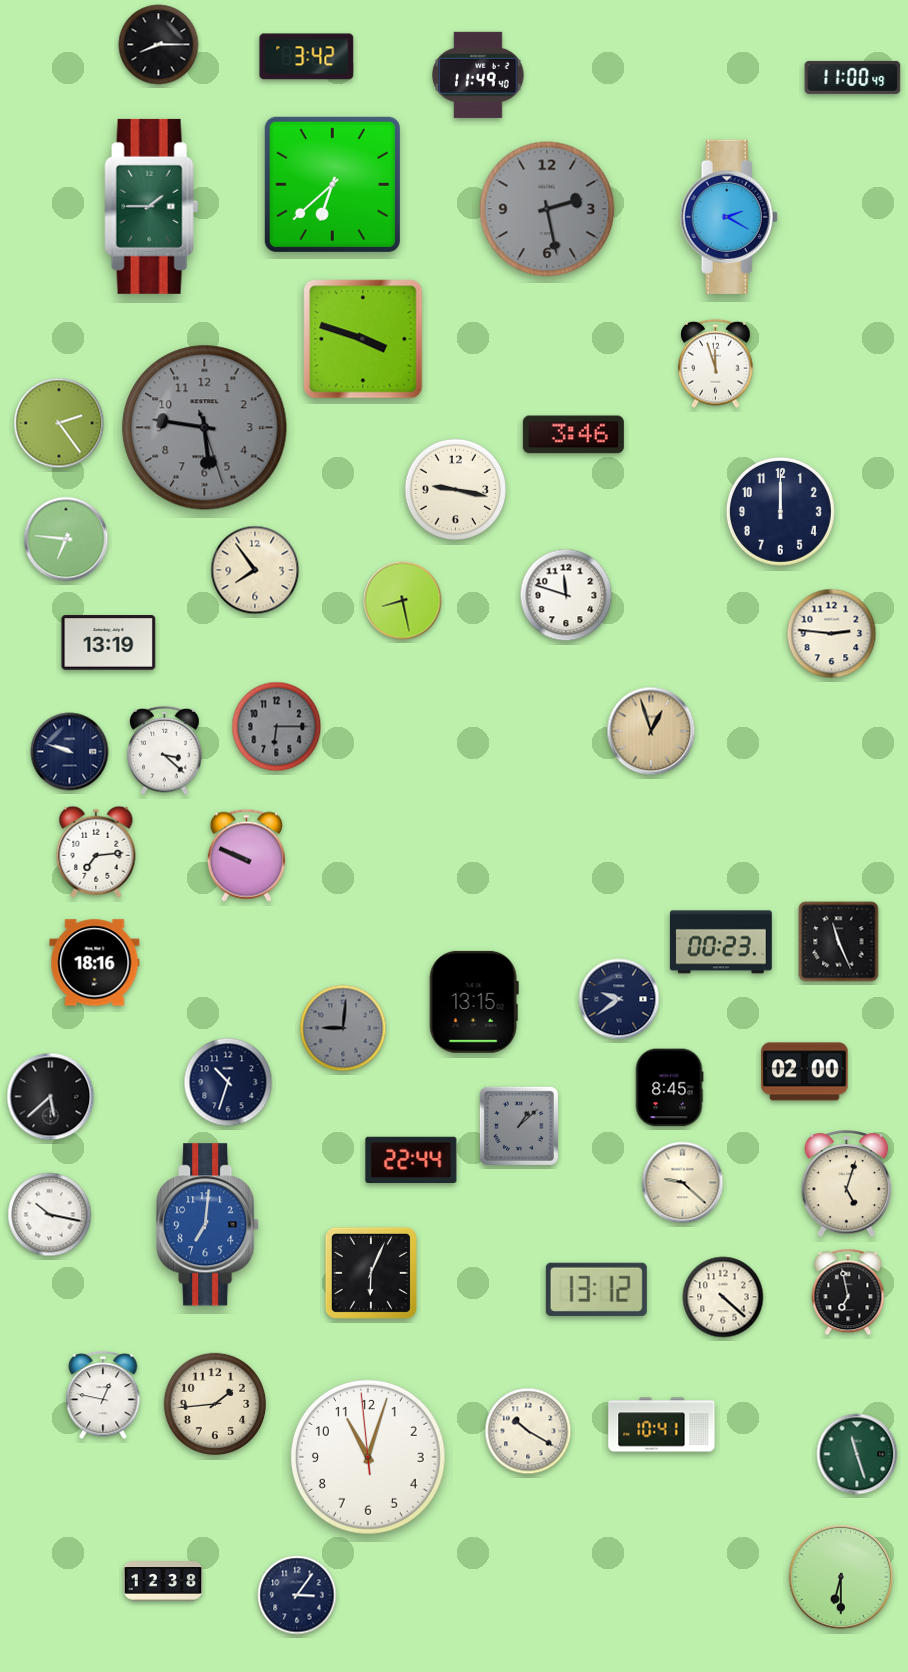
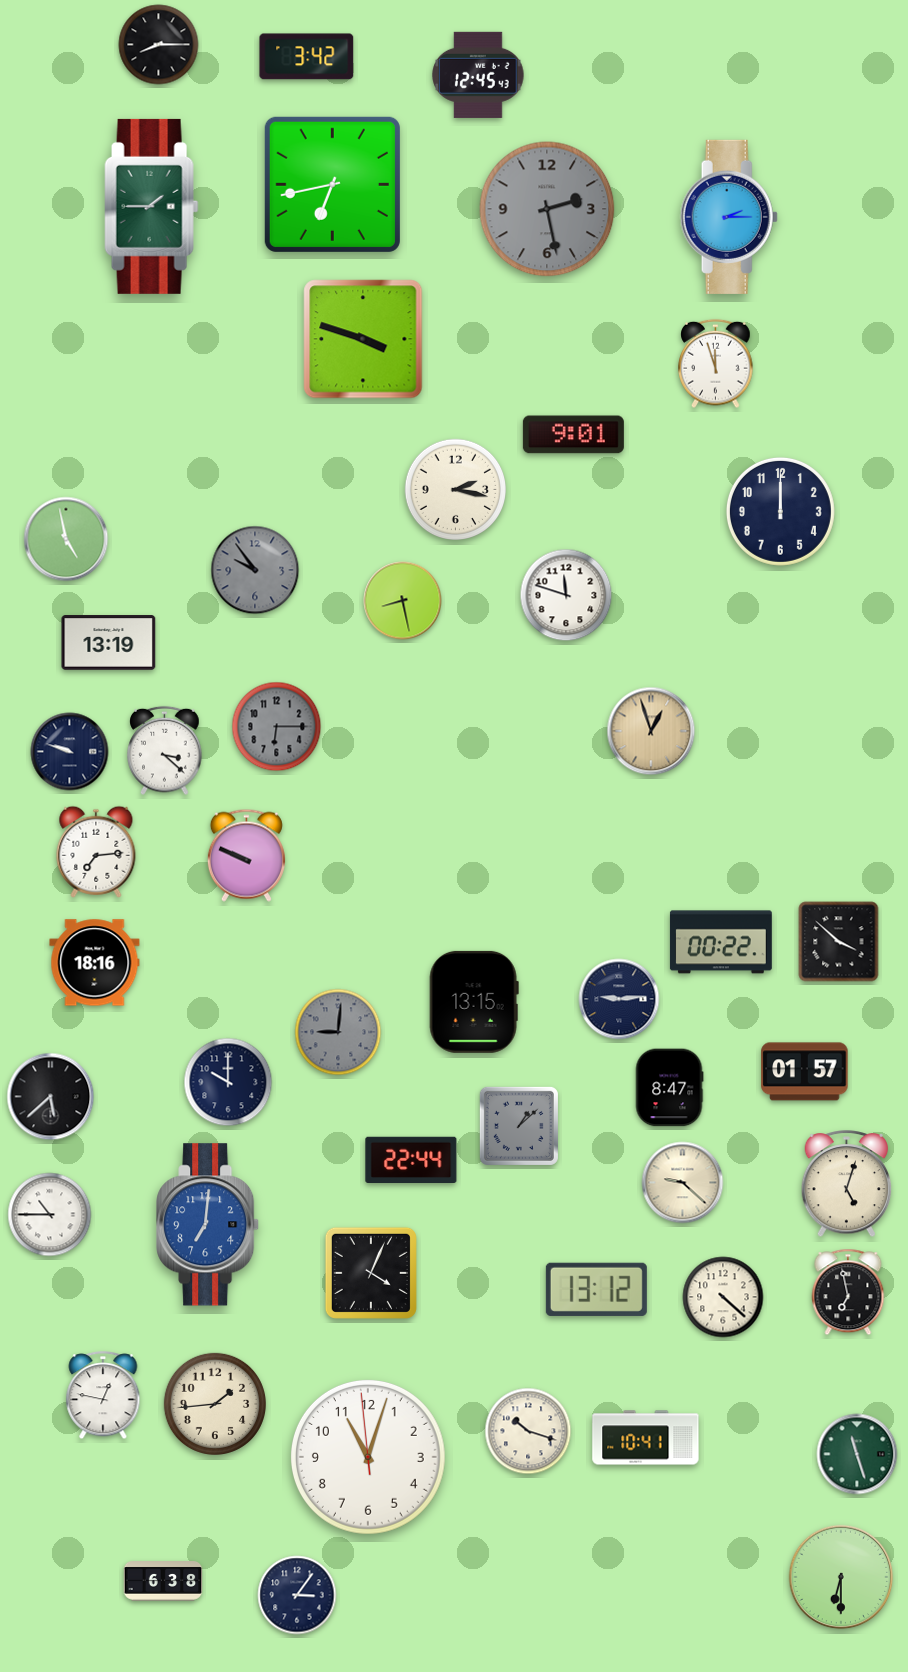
clock at (478, 75): 11:49 -> 12:45
clock at (853, 77): 11:00 -> none
clock at (332, 184): 6:38 -> 6:43
clock at (729, 217): 2:20 -> 2:15
clock at (59, 423): 2:24 -> none
clock at (205, 428): 5:46 -> none
clock at (573, 435): 3:46 -> 9:01
clock at (455, 489): 9:17 -> 2:17
clock at (66, 539): 6:46 -> 4:58
clock at (255, 570): 7:54 -> 9:54
clock at (255, 570) dial: cream -> grey
clock at (832, 634): 2:46 -> none
clock at (721, 942): 00:23 -> 00:22
clock at (839, 942): 11:26 -> 3:52
clock at (619, 999): 9:39 -> 9:14
clock at (343, 1028) position: (343, 1028) -> (338, 1032)
clock at (805, 1072): 02:00 -> 01:57
clock at (228, 1082): 10:33 -> 10:00
clock at (669, 1088): 8:45 -> 8:47
clock at (50, 1215): 10:17 -> 10:45
clock at (371, 1273): 6:04 -> 4:04
clock at (662, 1425) position: (662, 1425) -> (646, 1438)
clock at (528, 1431): 10:20 -> 10:18
clock at (163, 1581): 12:38 -> 6:38
